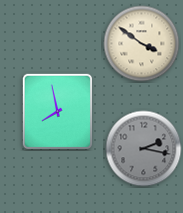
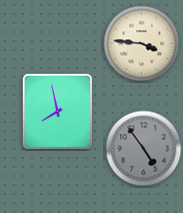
clock at (142, 44): 3:51 -> 3:46
clock at (144, 149): 2:17 -> 4:54
